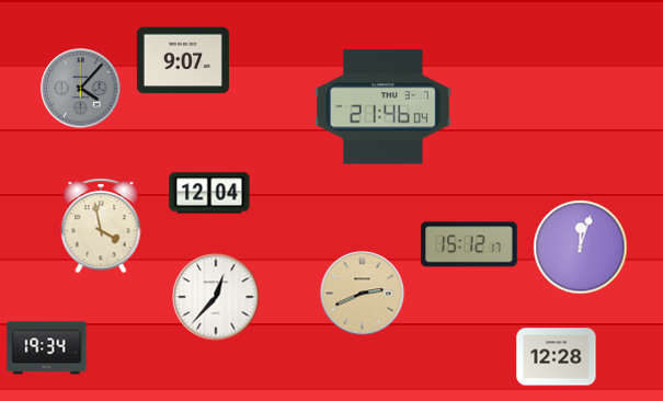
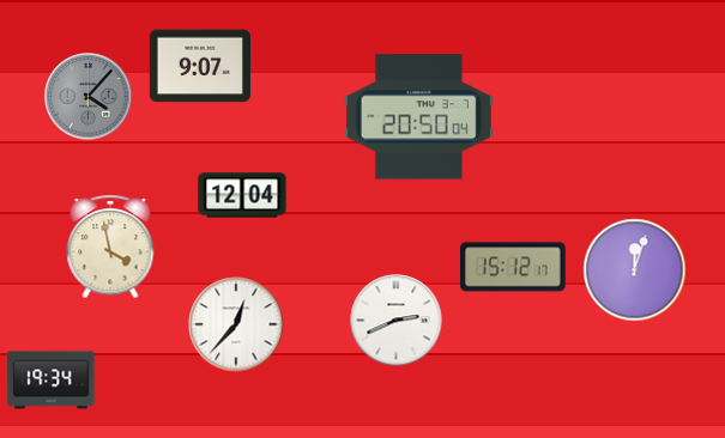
clock at (382, 107): 21:46 -> 20:50
clock at (209, 193) position: (209, 193) -> (242, 195)
clock at (363, 294) dial: champagne -> white
clock at (557, 357): 12:28 -> none
